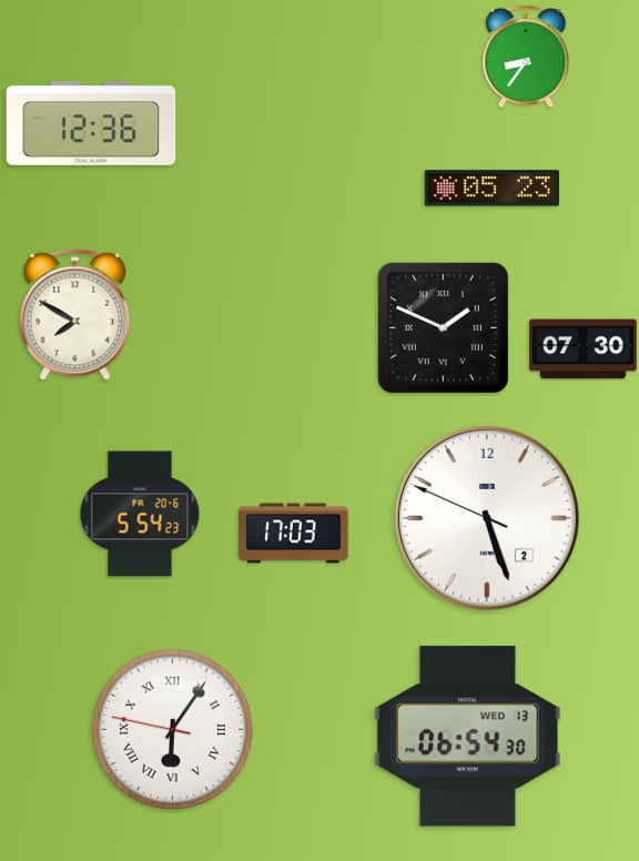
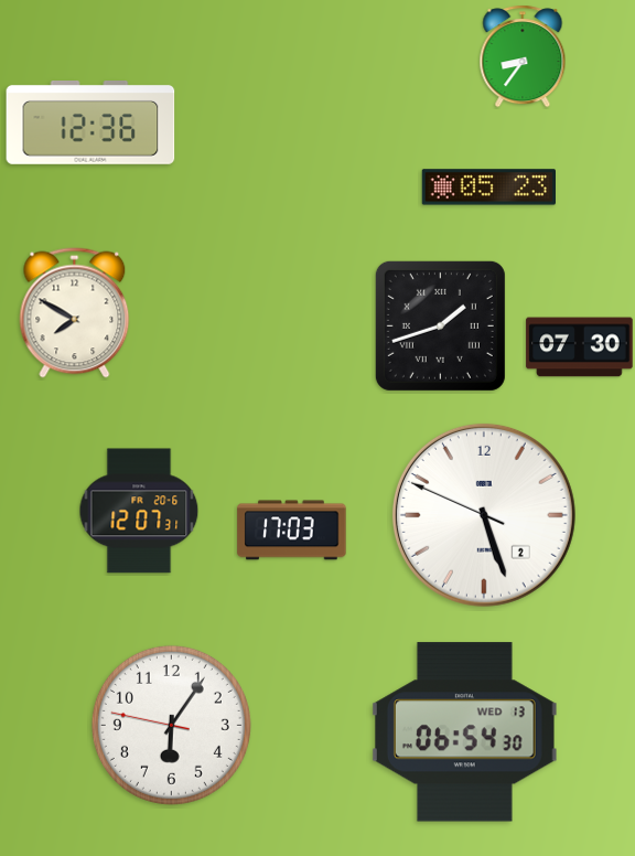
clock at (443, 327): 1:49 -> 1:42
clock at (140, 514): 5:54 -> 12:07
clock at (172, 729) numerals: Roman -> Arabic
